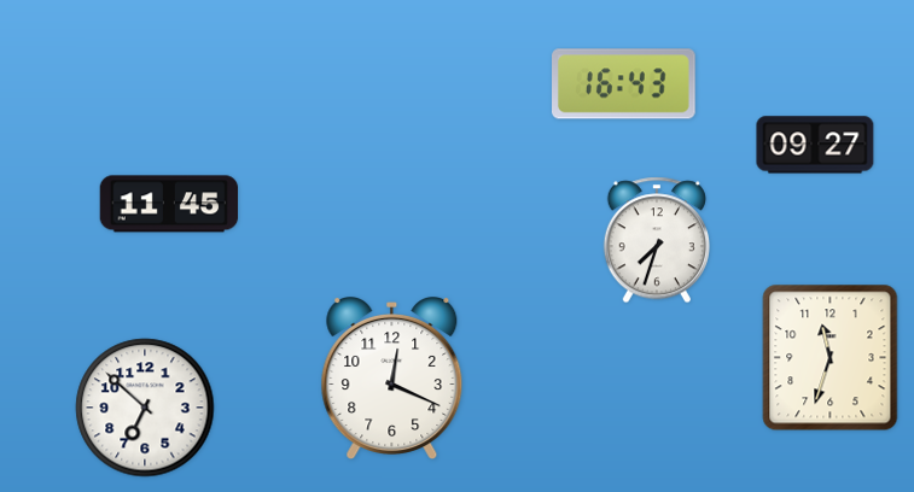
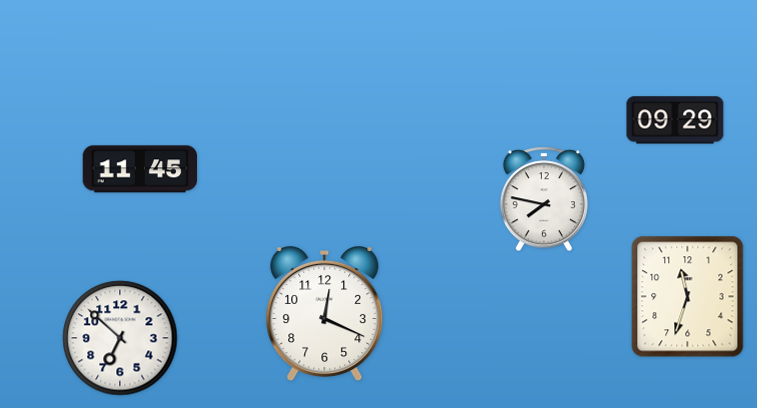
clock at (624, 84): 16:43 -> none
clock at (815, 145): 09:27 -> 09:29
clock at (657, 240): 7:33 -> 7:47
